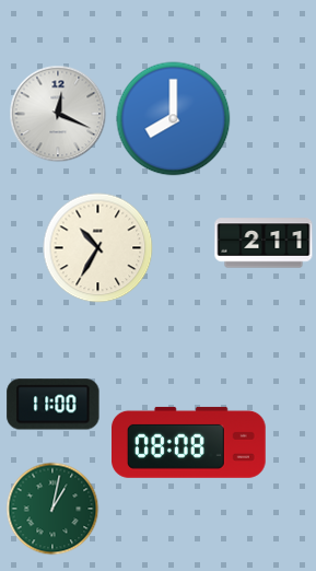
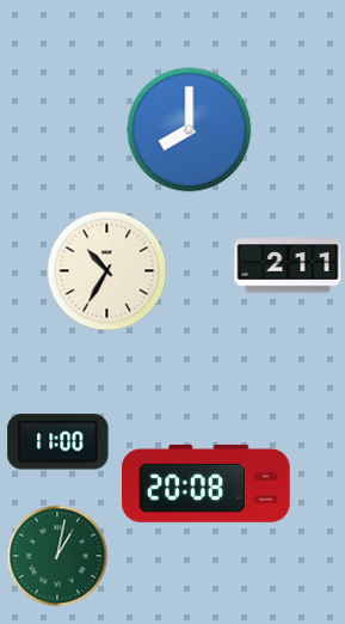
clock at (58, 114): 12:19 -> none
clock at (189, 442): 08:08 -> 20:08
